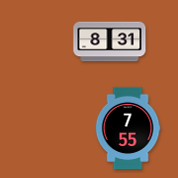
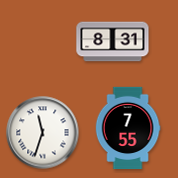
clock at (110, 42) position: (110, 42) -> (113, 42)
clock at (43, 133): none -> 11:33
